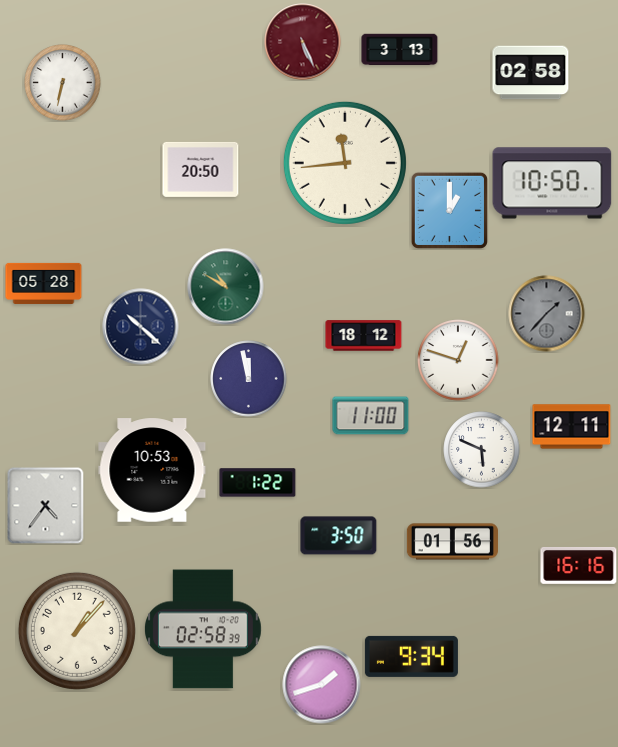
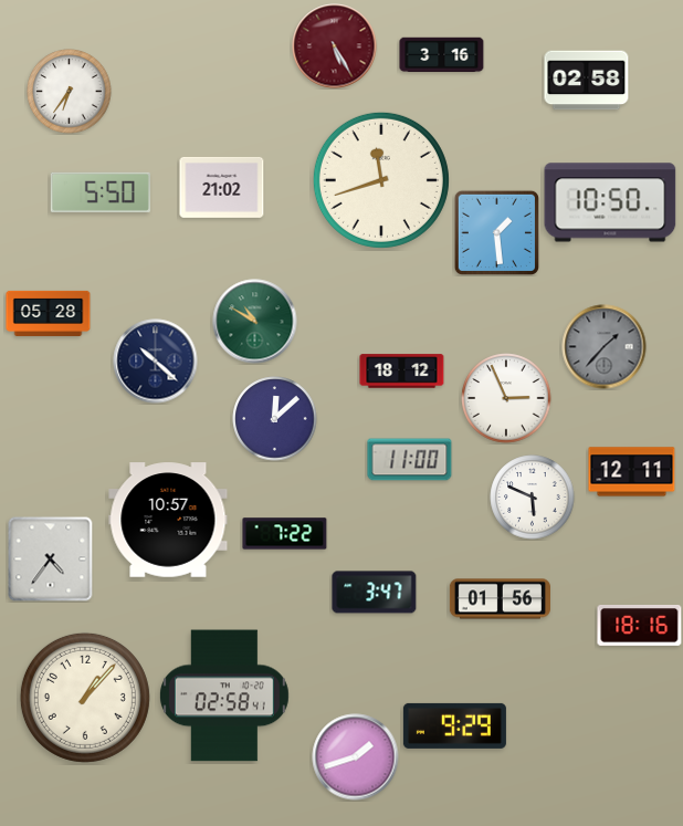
clock at (303, 42): 5:26 -> 5:25
clock at (400, 50): 3:13 -> 3:16
clock at (63, 83): 6:32 -> 6:36
clock at (345, 163): 11:44 -> 11:42
clock at (201, 169): 20:50 -> 21:02
clock at (101, 192): none -> 5:50
clock at (449, 210): 1:00 -> 1:29
clock at (226, 287) position: (226, 287) -> (255, 322)
clock at (458, 360): 12:48 -> 2:56
clock at (249, 379): 11:58 -> 12:08
clock at (152, 470): 10:53 -> 10:57
clock at (258, 483): 1:22 -> 7:22
clock at (339, 536): 3:50 -> 3:47
clock at (579, 566): 16:16 -> 18:16
clock at (203, 629): 02:58:39 -> 02:58:41
clock at (411, 656): 9:34 -> 9:29
